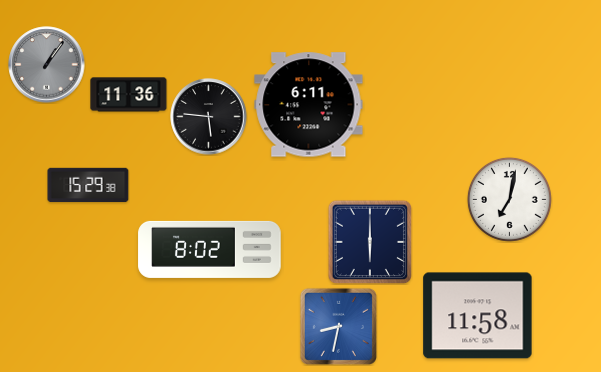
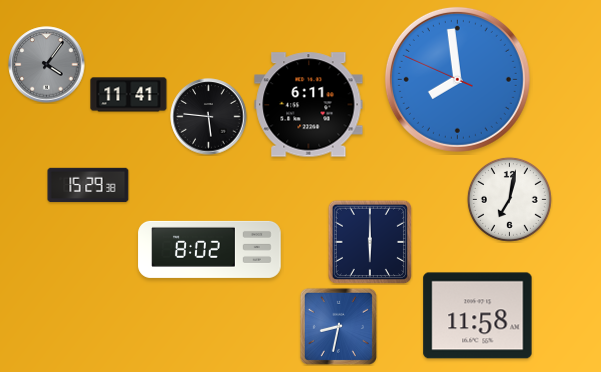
clock at (47, 65): 1:06 -> 4:06
clock at (457, 79): none -> 7:58
clock at (129, 95): 11:36 -> 11:41
